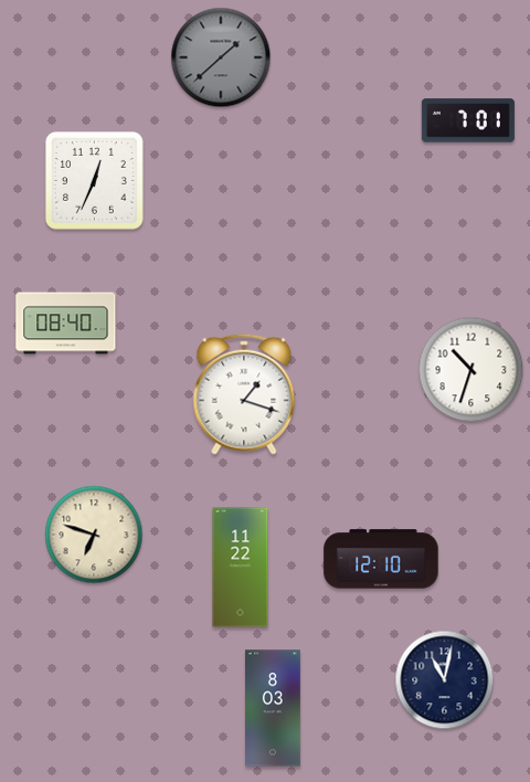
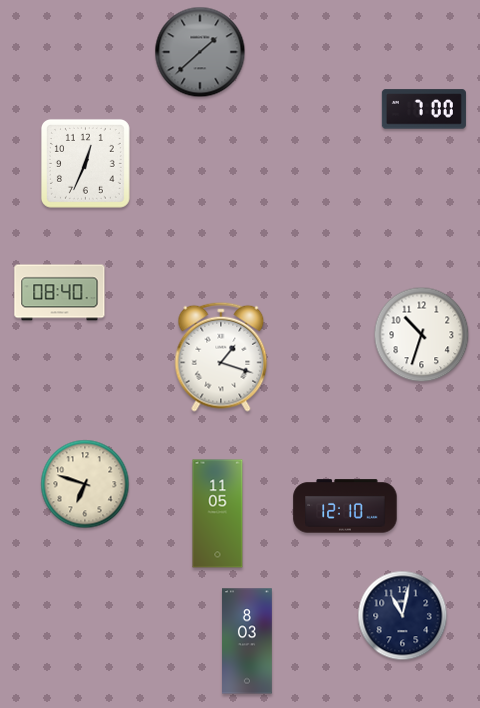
clock at (468, 120): 7:01 -> 7:00
clock at (471, 370) position: (471, 370) -> (422, 335)
clock at (241, 568): 11:22 -> 11:05
